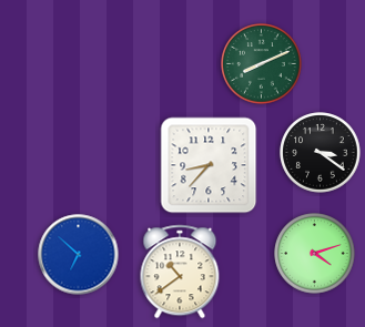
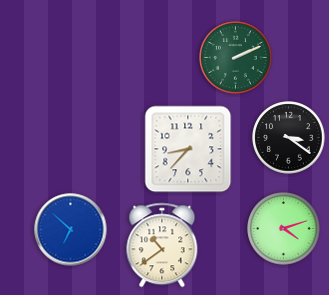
clock at (262, 64): 8:11 -> 2:11
